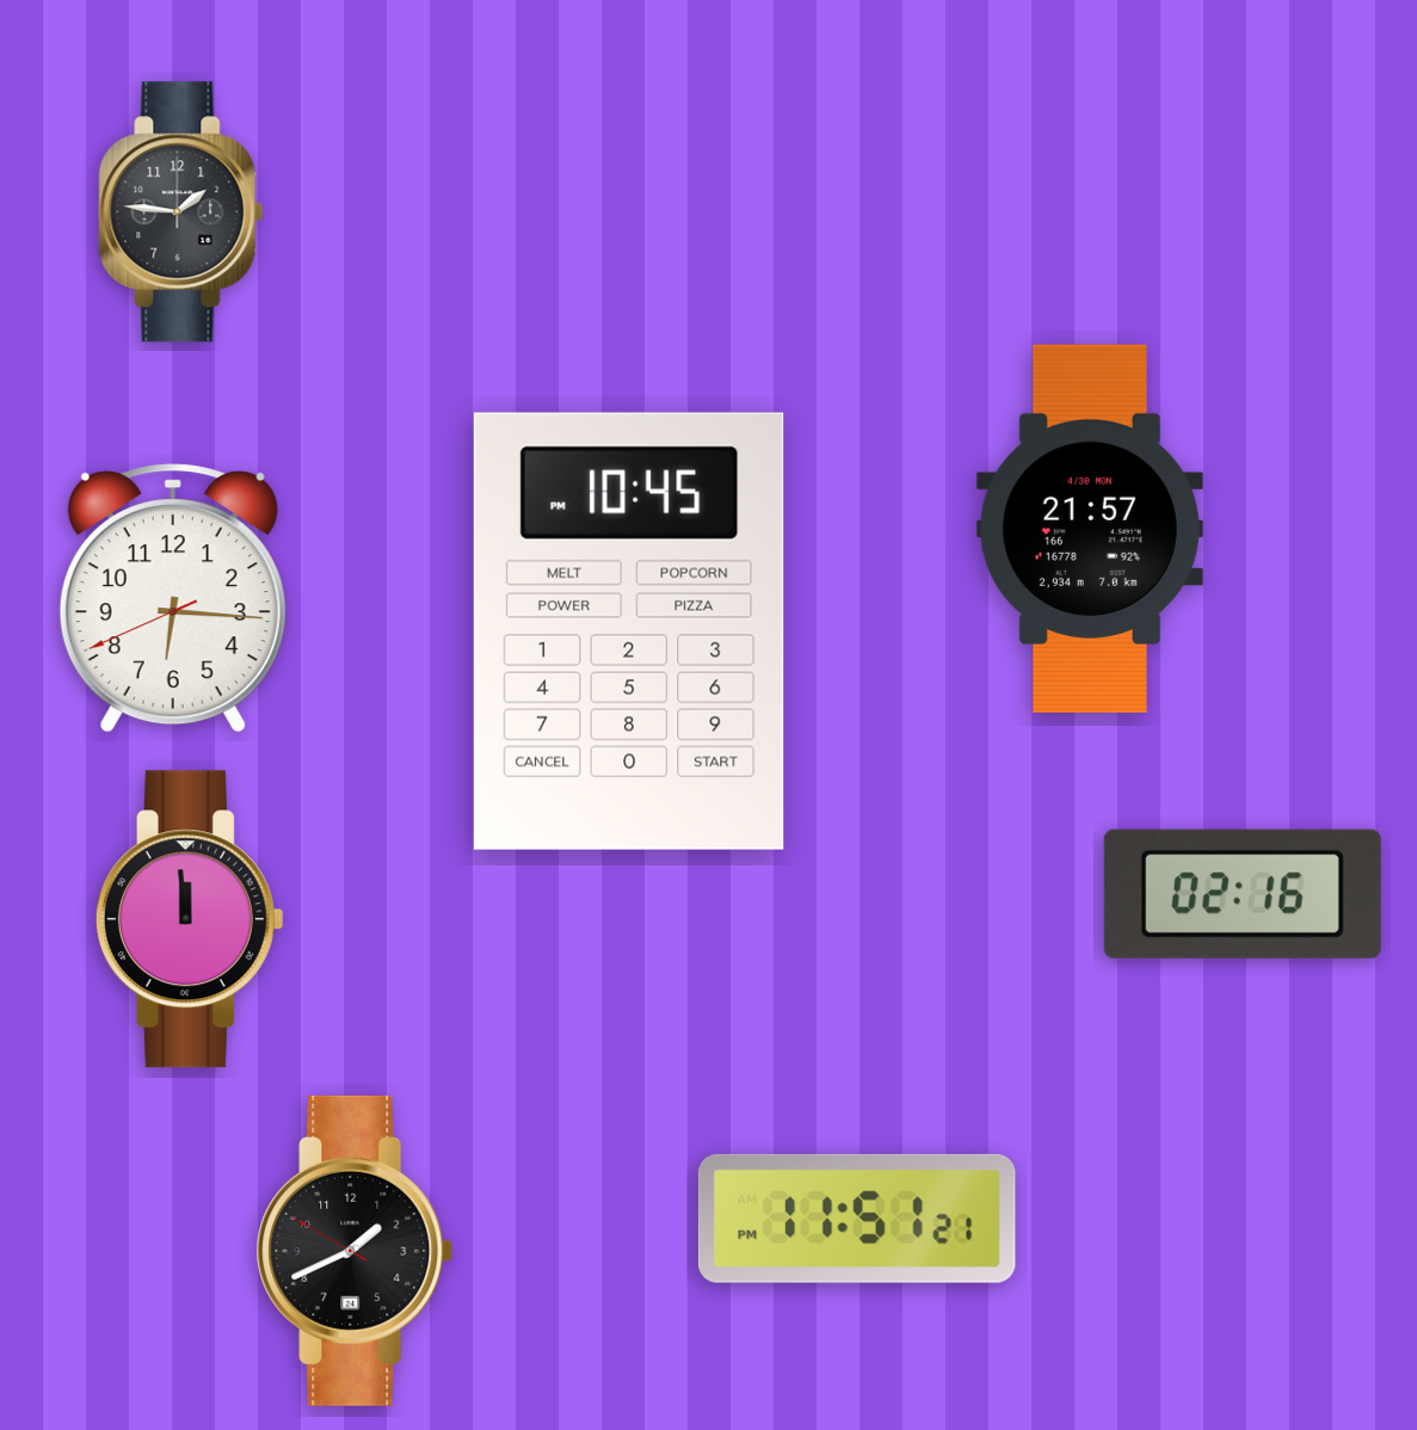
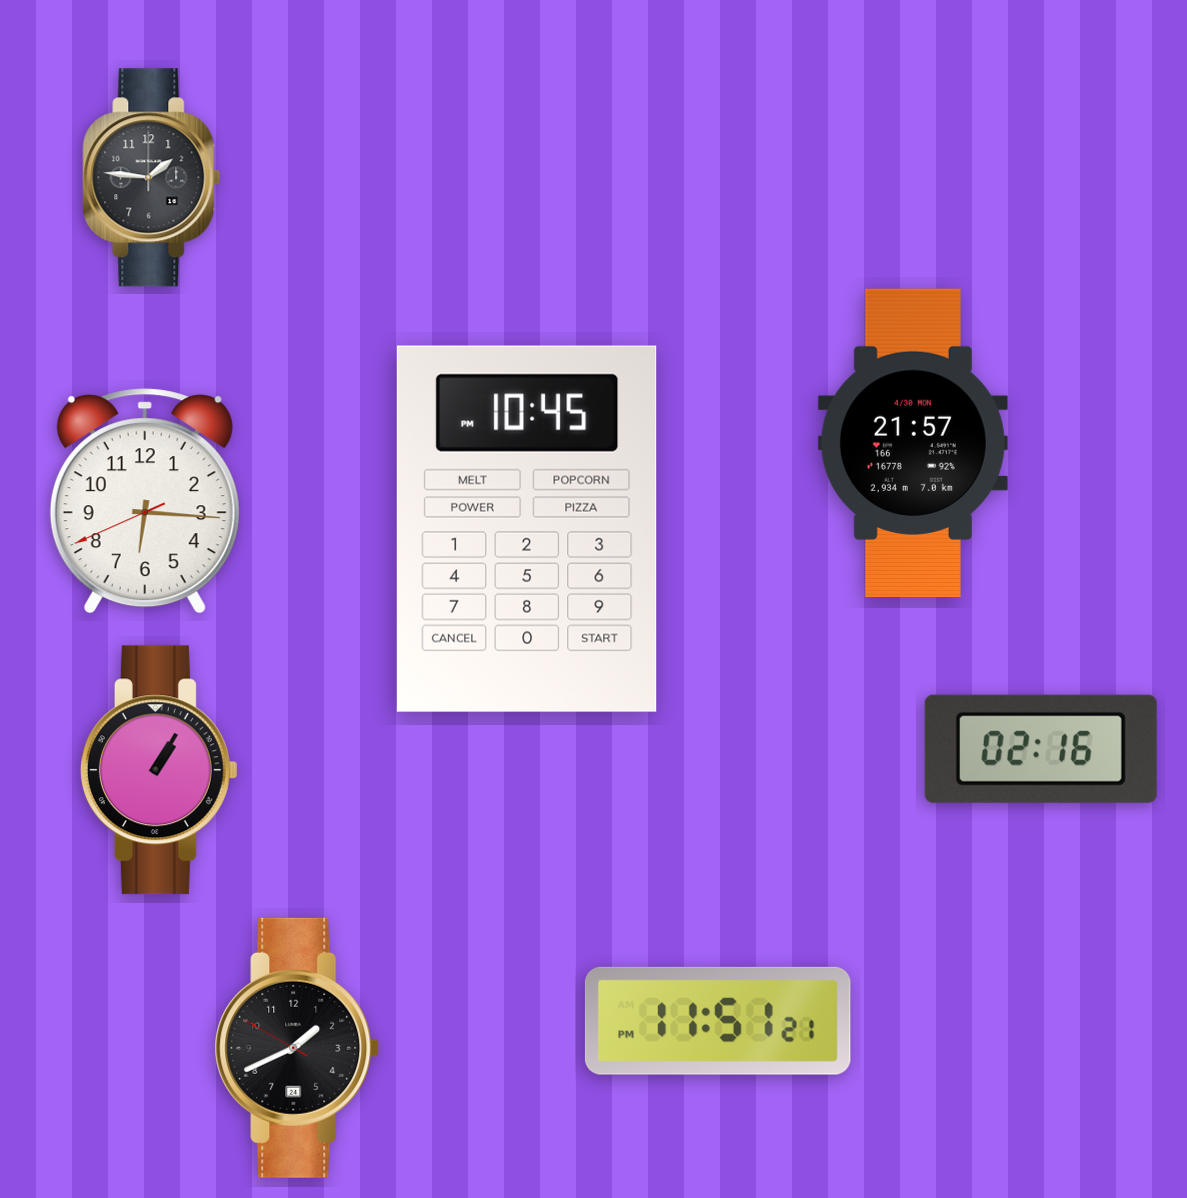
clock at (190, 919): 11:59 -> 1:05
